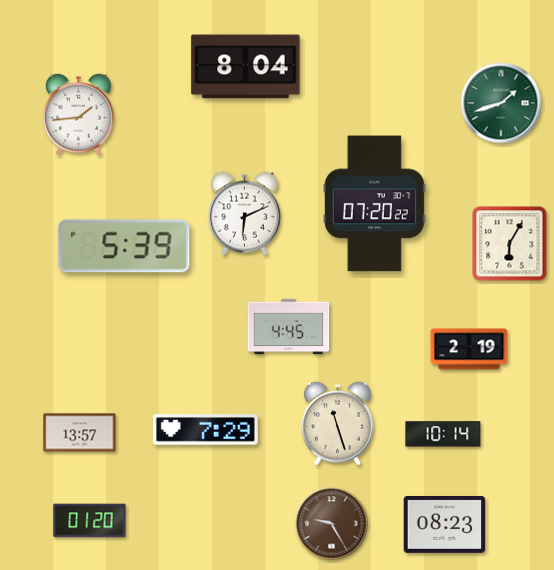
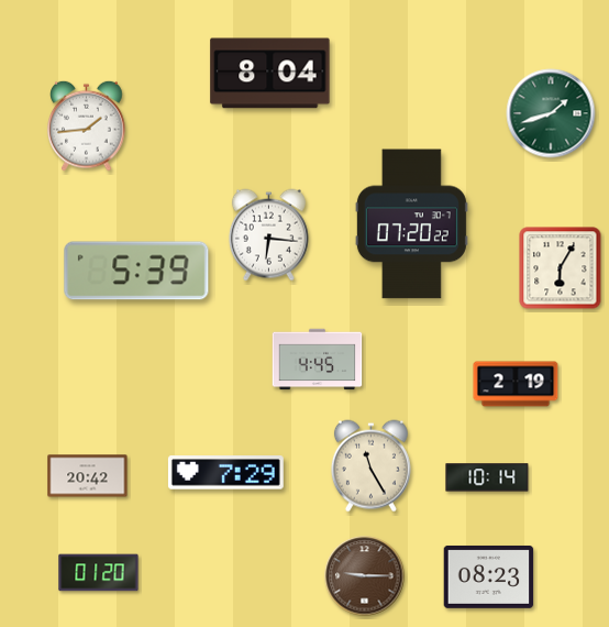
clock at (244, 214): 6:11 -> 6:16
clock at (337, 424): 11:27 -> 11:25
clock at (80, 433): 13:57 -> 20:42
clock at (332, 524): 9:25 -> 9:15
